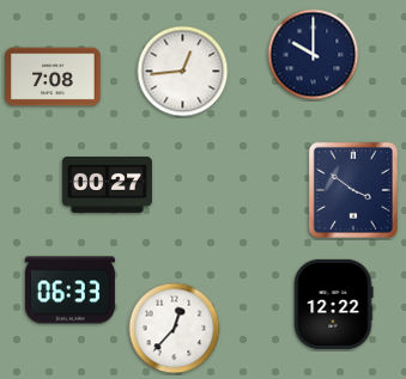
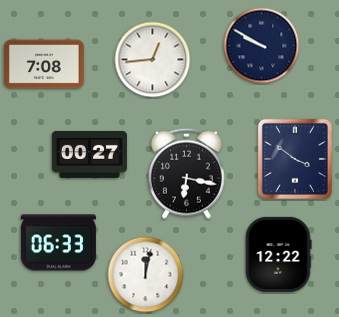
clock at (314, 55): 10:00 -> 9:50
clock at (187, 173): none -> 6:17
clock at (175, 329): 12:37 -> 12:02
